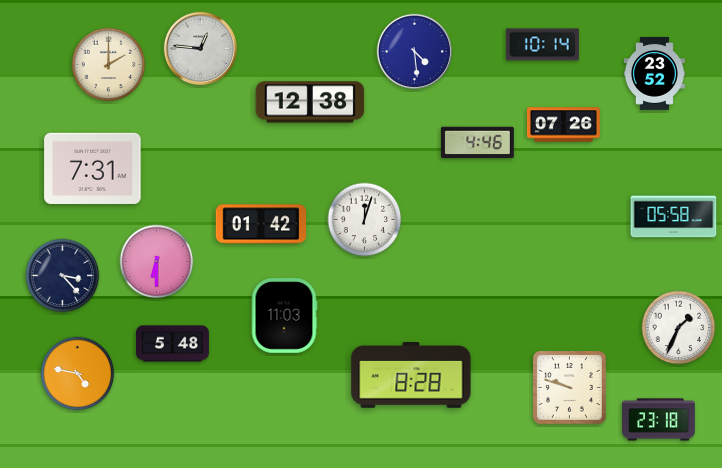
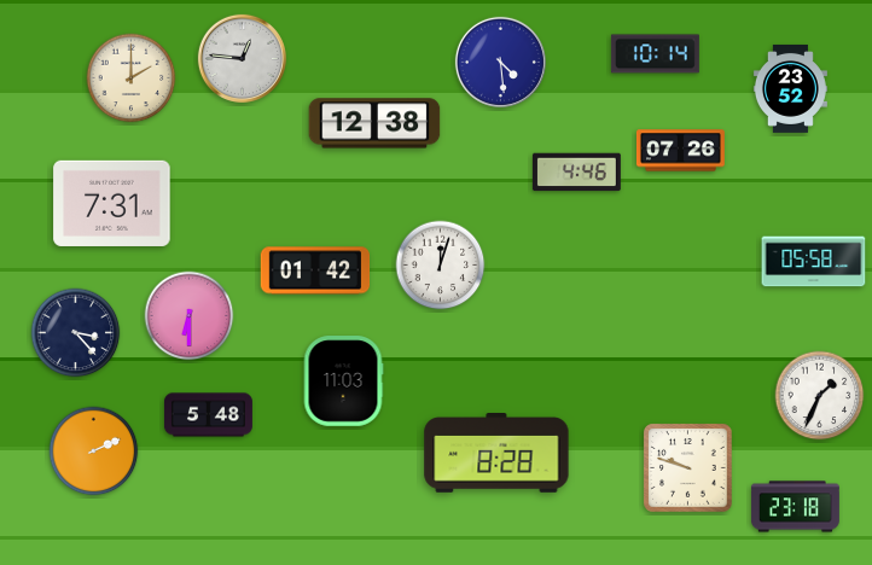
clock at (78, 374): 4:47 -> 2:11
